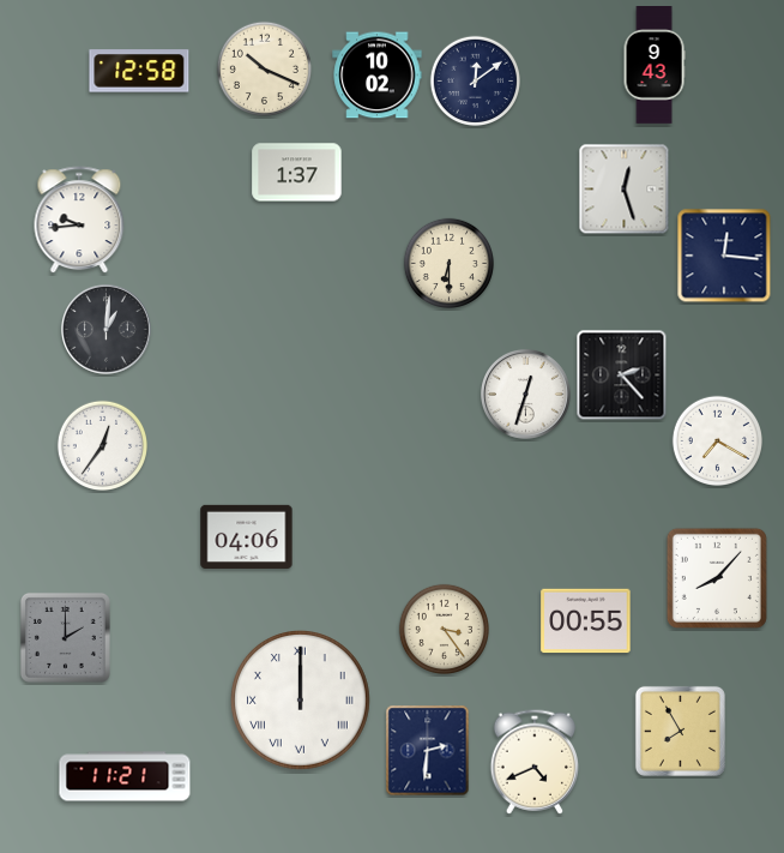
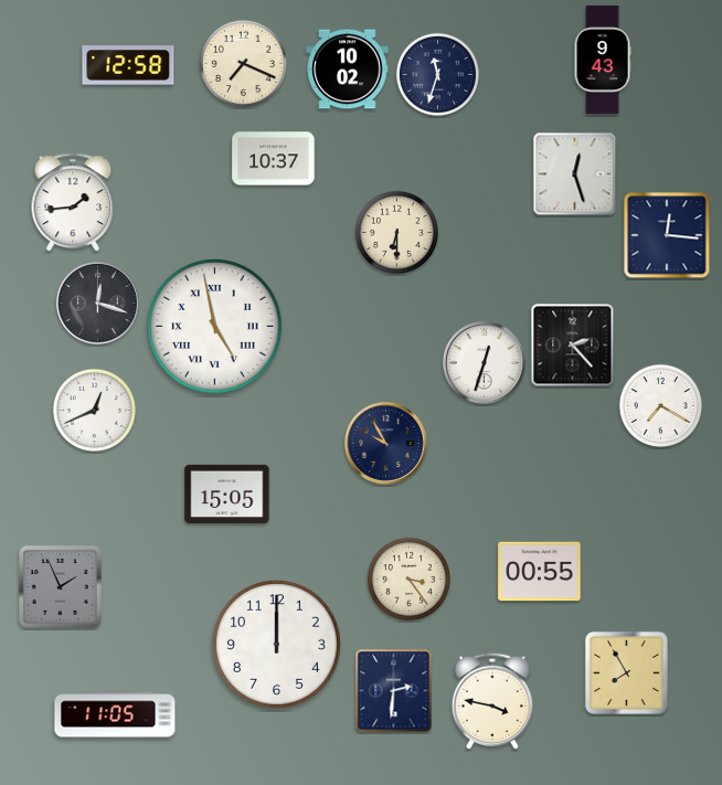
clock at (264, 68): 10:19 -> 7:19
clock at (476, 82): 12:09 -> 11:33
clock at (297, 173): 1:37 -> 10:37
clock at (79, 221): 9:44 -> 1:44
clock at (450, 264) position: (450, 264) -> (397, 233)
clock at (105, 329): 1:01 -> 12:18
clock at (215, 327): none -> 4:58
clock at (103, 446): 12:36 -> 12:41
clock at (385, 443): none -> 9:55
clock at (247, 536): 04:06 -> 15:05
clock at (717, 578): 8:07 -> none
clock at (65, 637): 2:00 -> 1:56
clock at (301, 701) numerals: Roman -> Arabic
clock at (535, 762): 4:41 -> 3:47
clock at (125, 776): 11:21 -> 11:05
